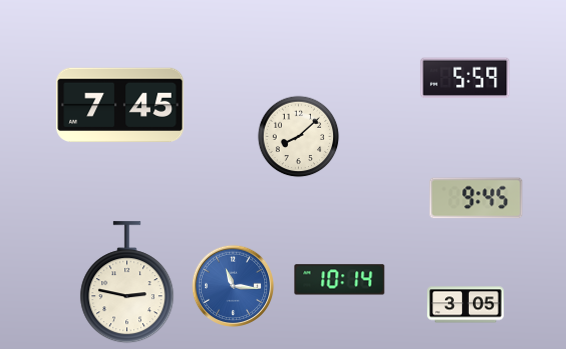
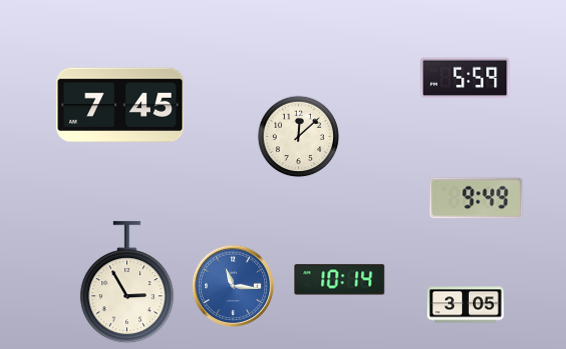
clock at (298, 136): 8:08 -> 12:08
clock at (476, 198): 9:45 -> 9:49
clock at (127, 283): 2:47 -> 2:55
